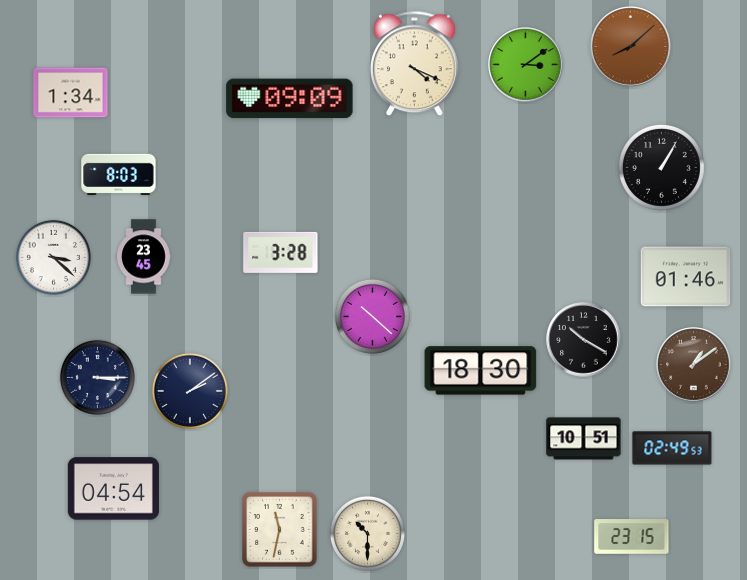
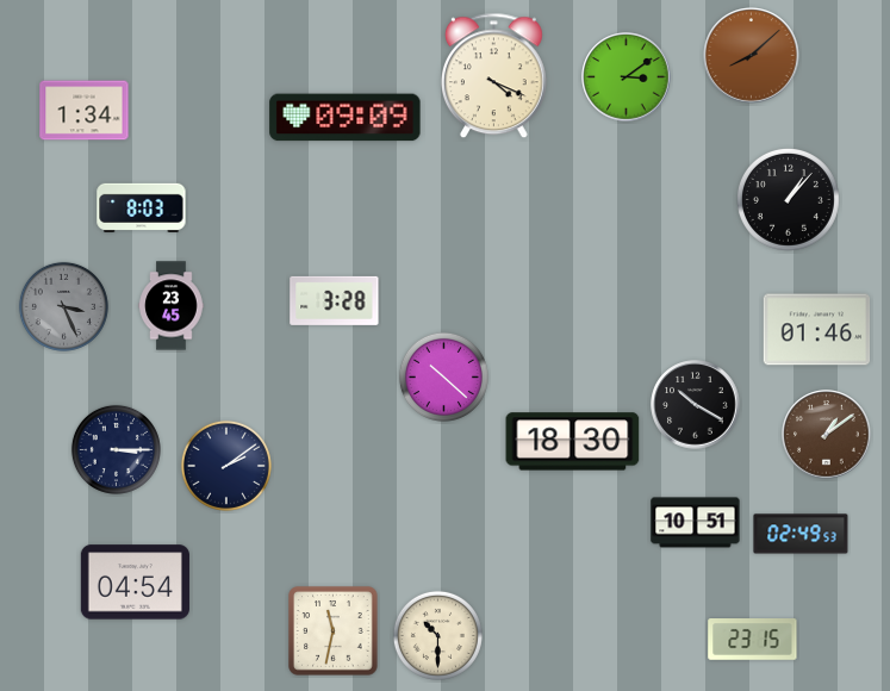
clock at (661, 167): 1:05 -> 1:07
clock at (53, 257): 3:22 -> 3:26
clock at (53, 257) dial: white -> grey
